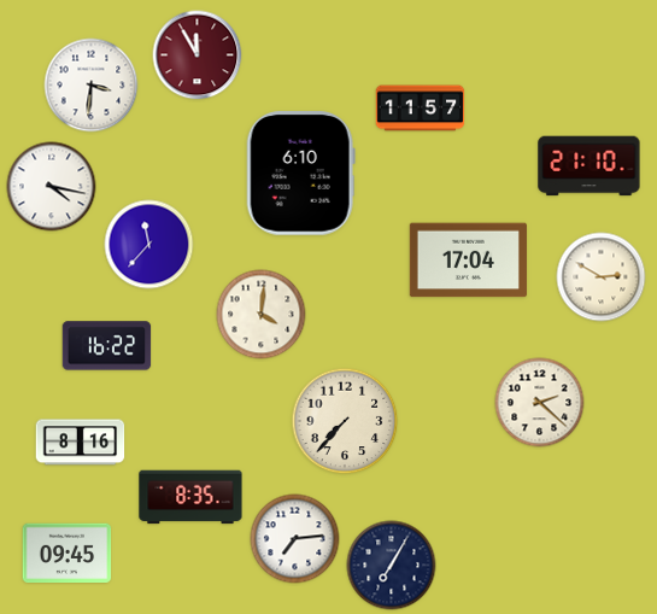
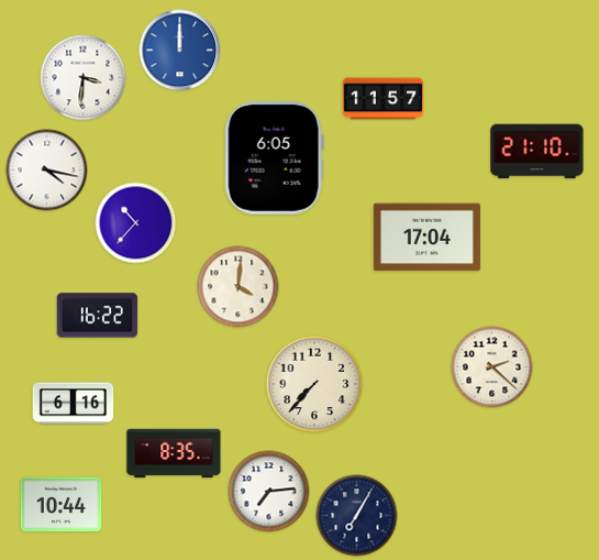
clock at (198, 55): 11:55 -> 12:00
clock at (198, 55) dial: burgundy -> blue
clock at (300, 174): 6:10 -> 6:05
clock at (149, 245): 11:37 -> 10:37
clock at (602, 277): 2:50 -> none
clock at (81, 443): 8:16 -> 6:16
clock at (68, 552): 09:45 -> 10:44
